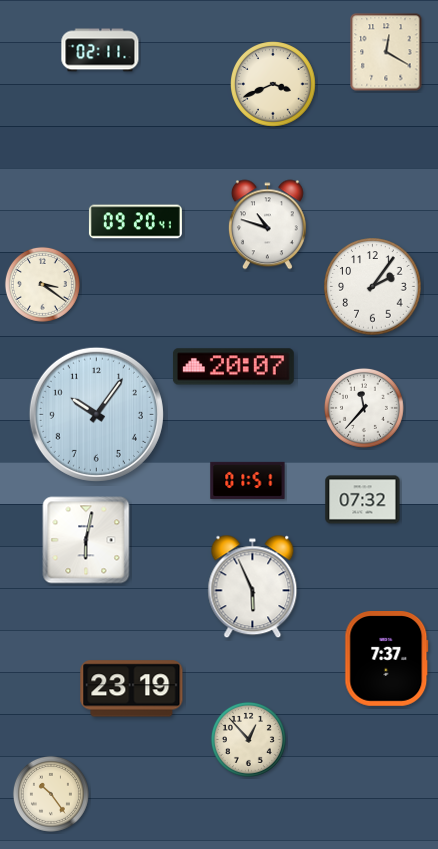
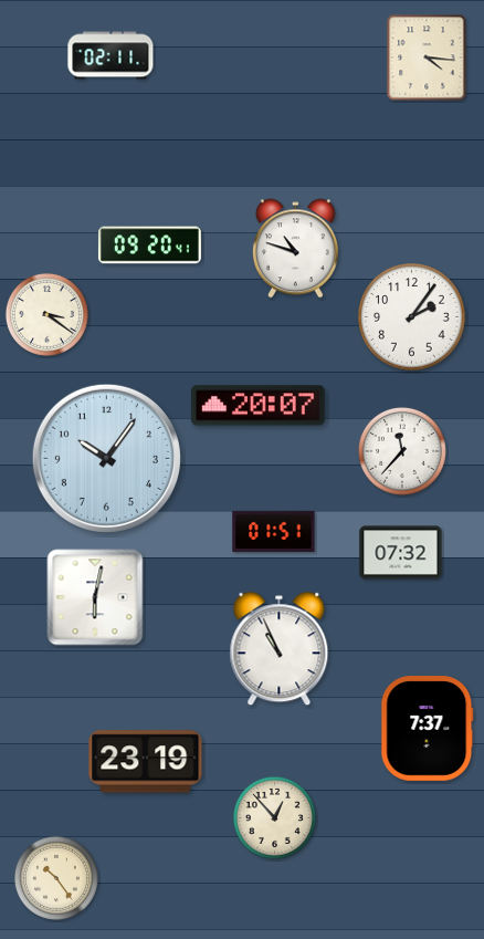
clock at (386, 52): 12:20 -> 4:16
clock at (274, 85): 3:41 -> none
clock at (253, 587): 5:56 -> 10:56
